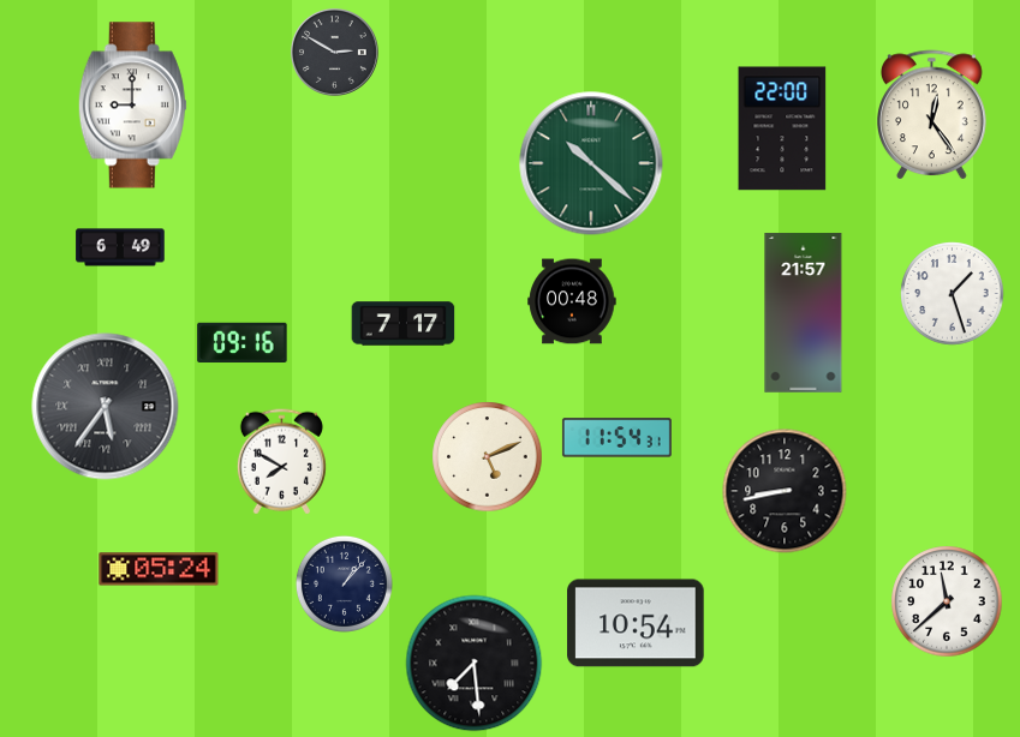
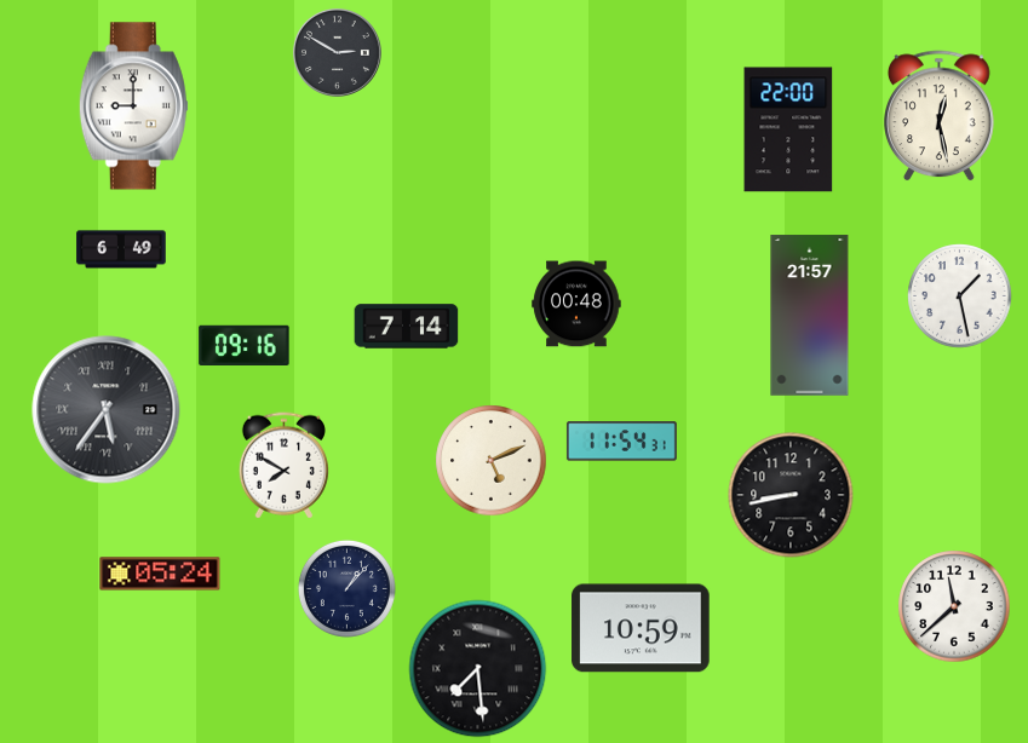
clock at (932, 115): 12:24 -> 12:28
clock at (591, 163): 10:22 -> none
clock at (953, 294): 1:27 -> 1:28
clock at (404, 324): 7:17 -> 7:14
clock at (636, 623): 10:54 -> 10:59
